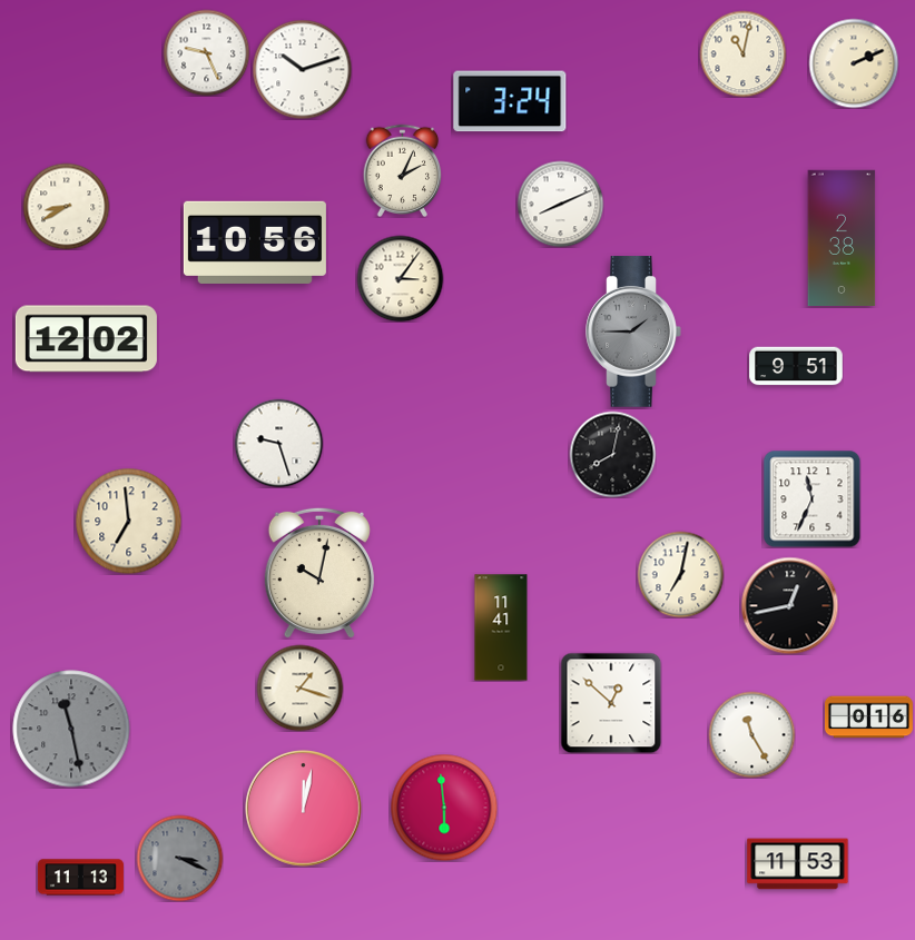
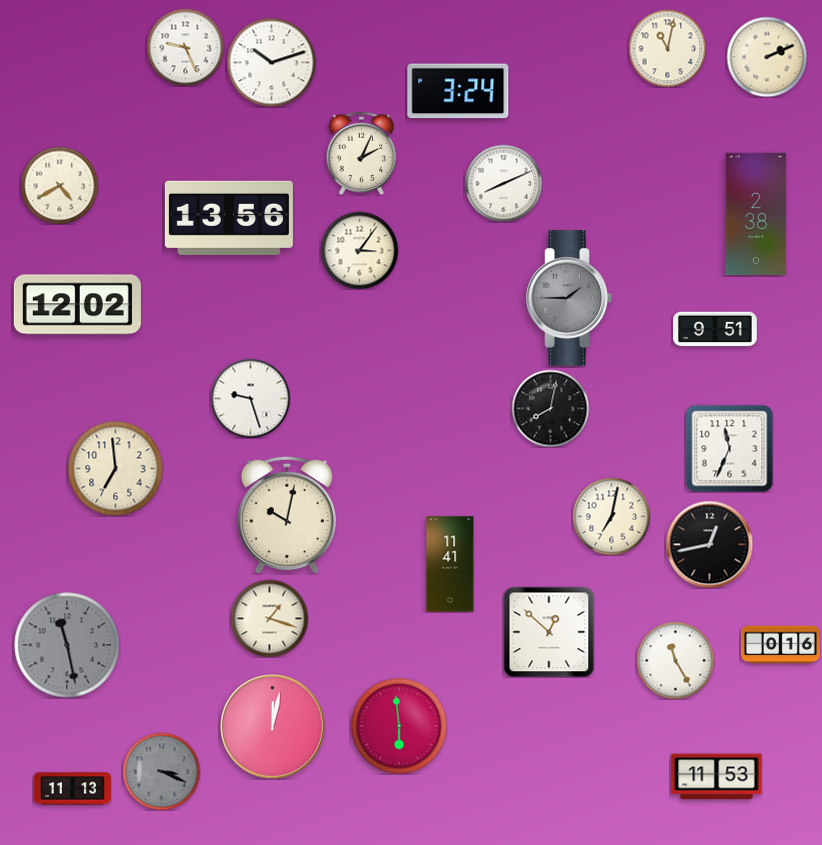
clock at (66, 206): 8:40 -> 4:40
clock at (255, 243): 10:56 -> 13:56
clock at (71, 729) position: (71, 729) -> (67, 645)
